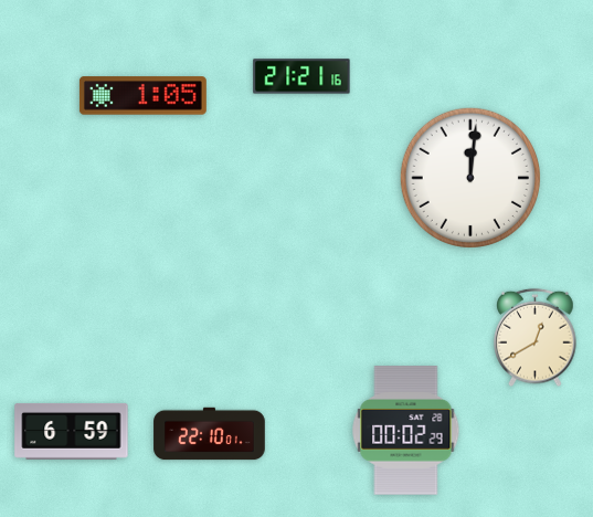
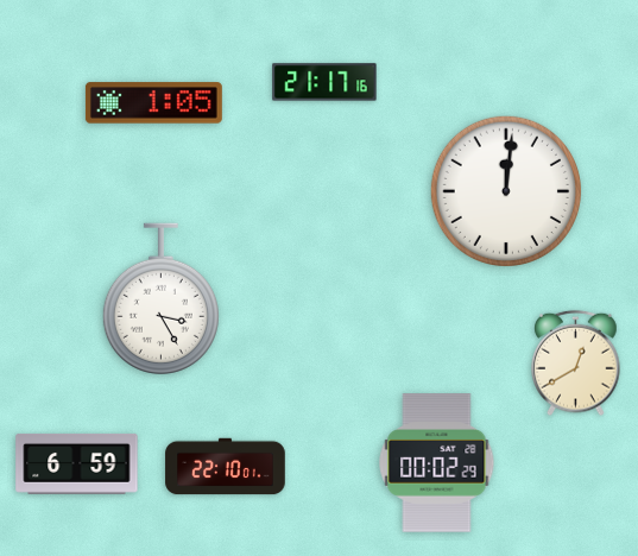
clock at (301, 76): 21:21 -> 21:17
clock at (160, 299): none -> 3:25
